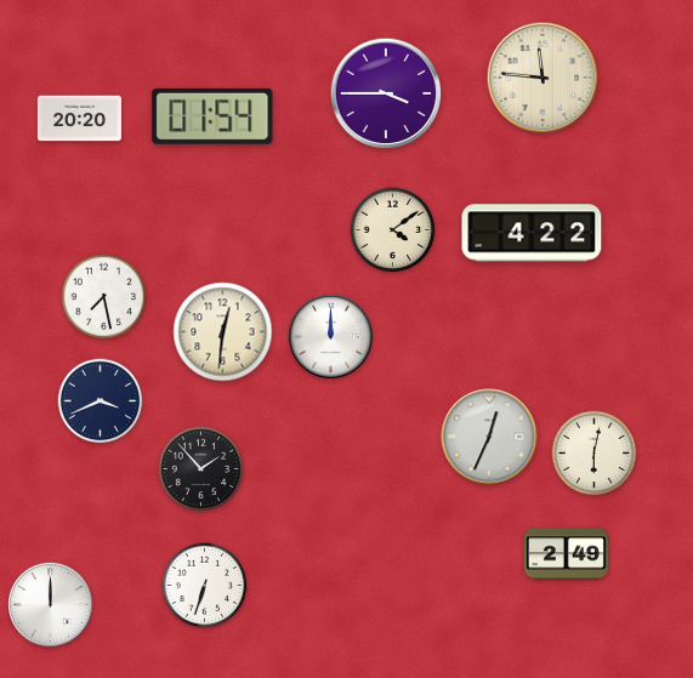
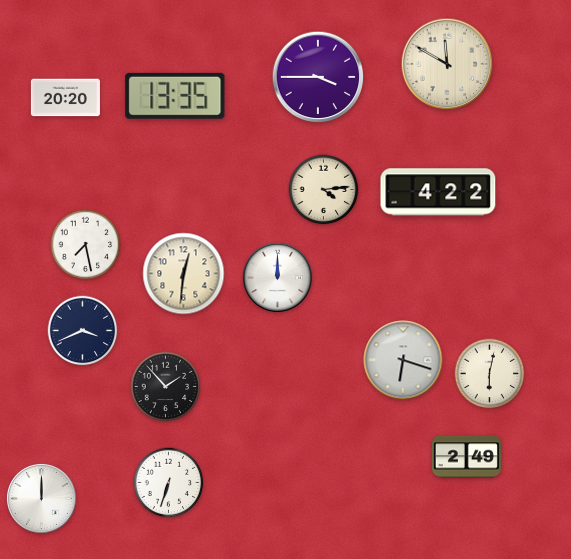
clock at (543, 78): 11:46 -> 11:50
clock at (212, 116): 01:54 -> 13:35
clock at (393, 230): 4:09 -> 4:14
clock at (330, 336) position: (330, 336) -> (277, 277)
clock at (489, 437): 12:34 -> 6:18
